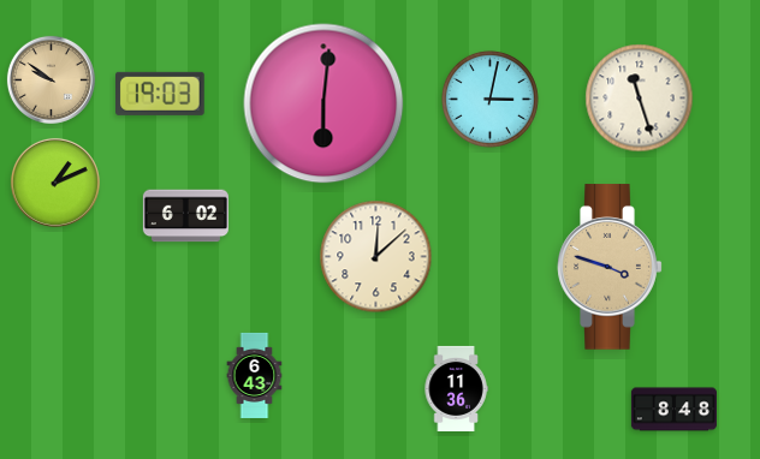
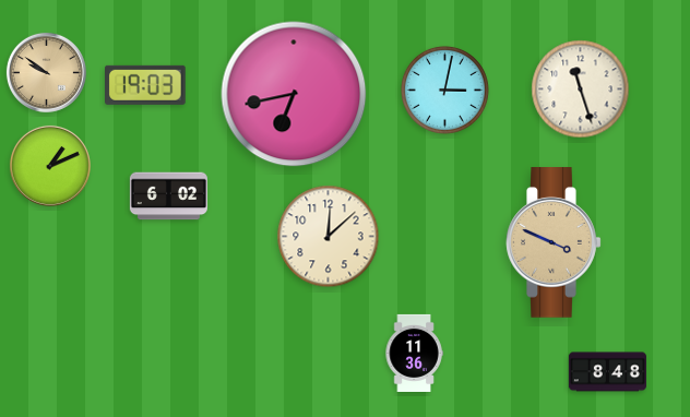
clock at (323, 103): 6:01 -> 6:43
clock at (376, 257) position: (376, 257) -> (329, 237)
clock at (610, 267): 3:48 -> 3:49
clock at (255, 375): 6:43 -> none
clock at (673, 410) position: (673, 410) -> (607, 372)
